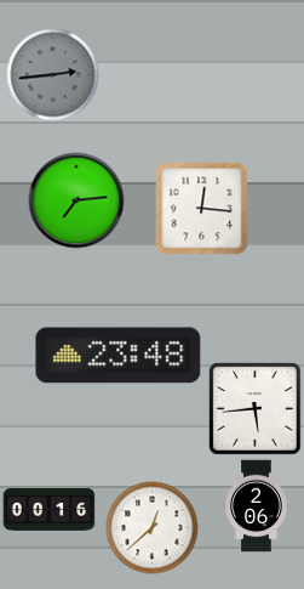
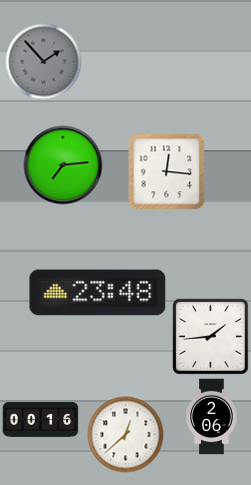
clock at (53, 75): 2:44 -> 1:53
clock at (256, 409): 5:44 -> 1:44
